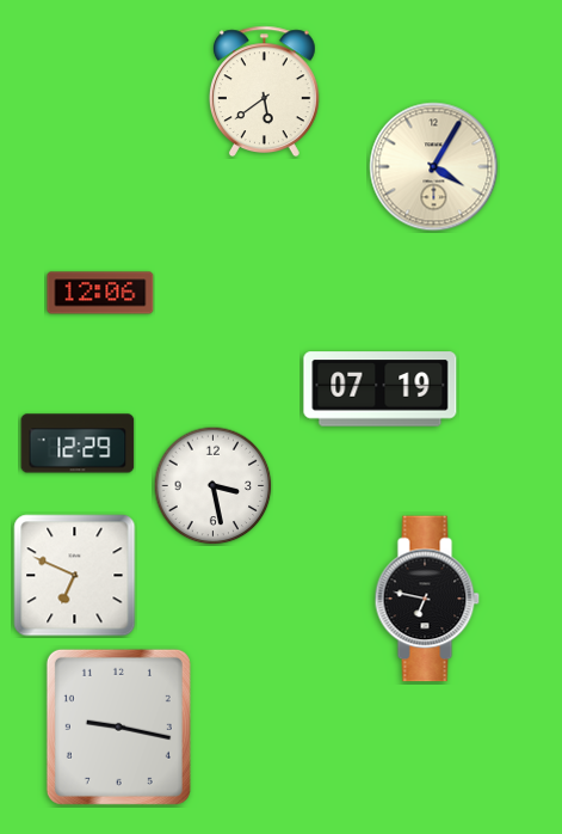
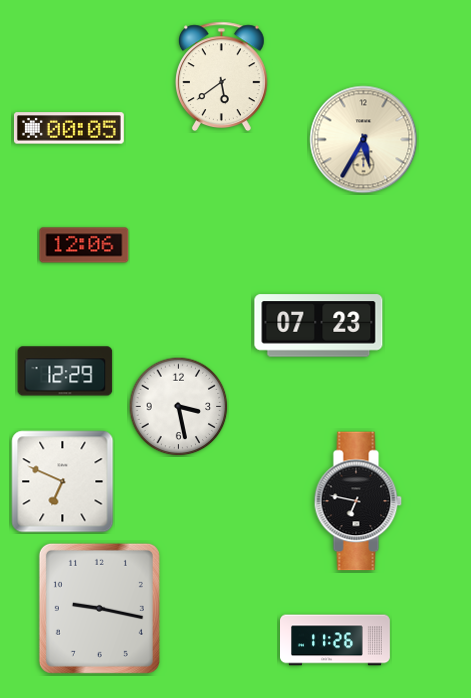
clock at (69, 128): none -> 00:05
clock at (434, 167): 4:05 -> 5:35
clock at (381, 390): 07:19 -> 07:23
clock at (336, 640): none -> 11:26
